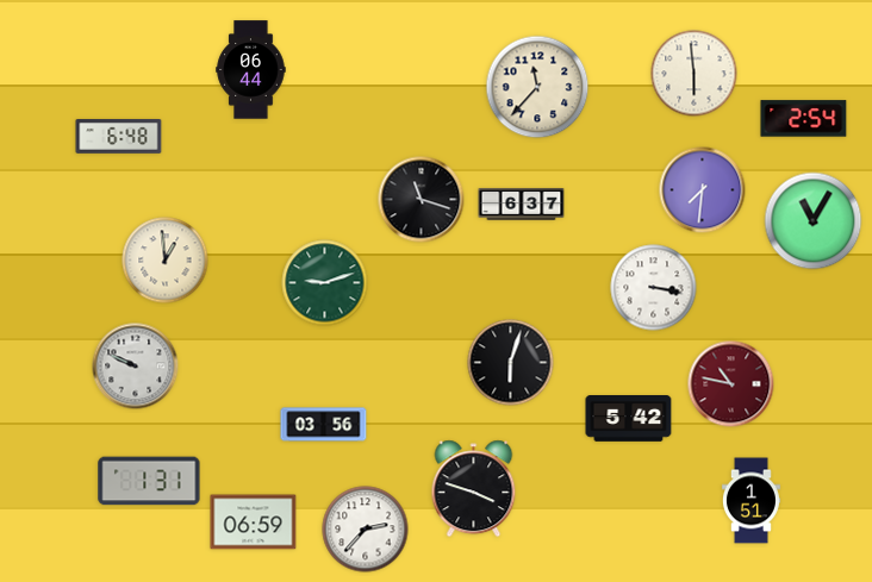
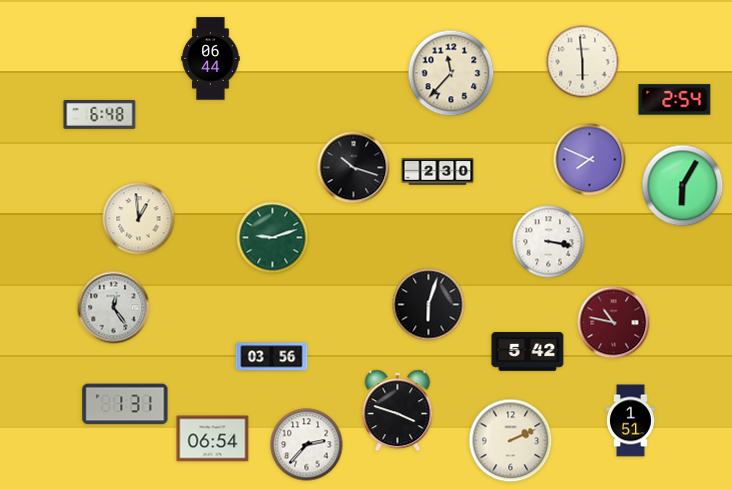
clock at (703, 190): 7:31 -> 7:49
clock at (422, 200): 11:18 -> 10:18
clock at (522, 205): 6:37 -> 2:30
clock at (814, 221): 11:05 -> 6:05
clock at (136, 367): 9:49 -> 12:24
clock at (254, 522): 06:59 -> 06:54
clock at (511, 441): none -> 2:11
